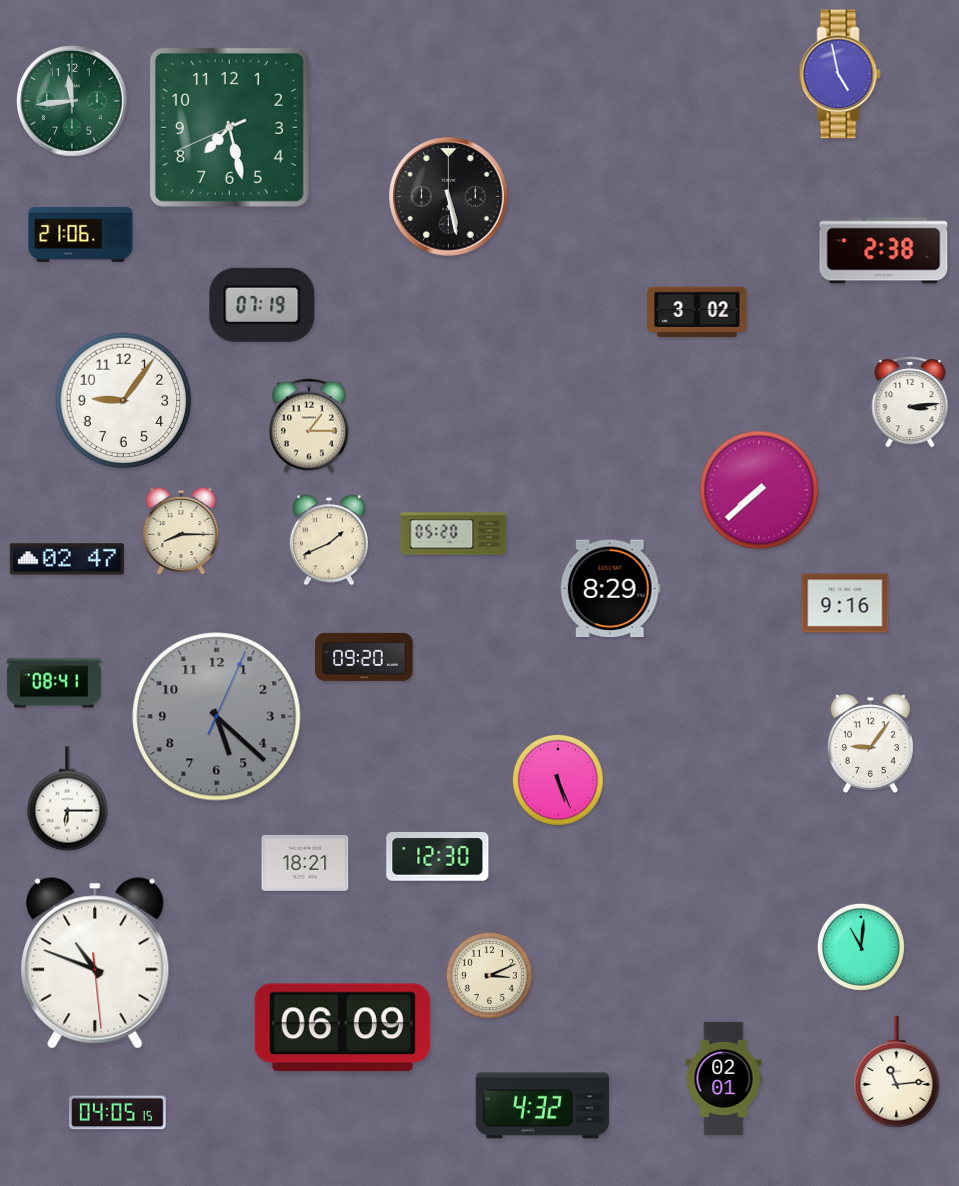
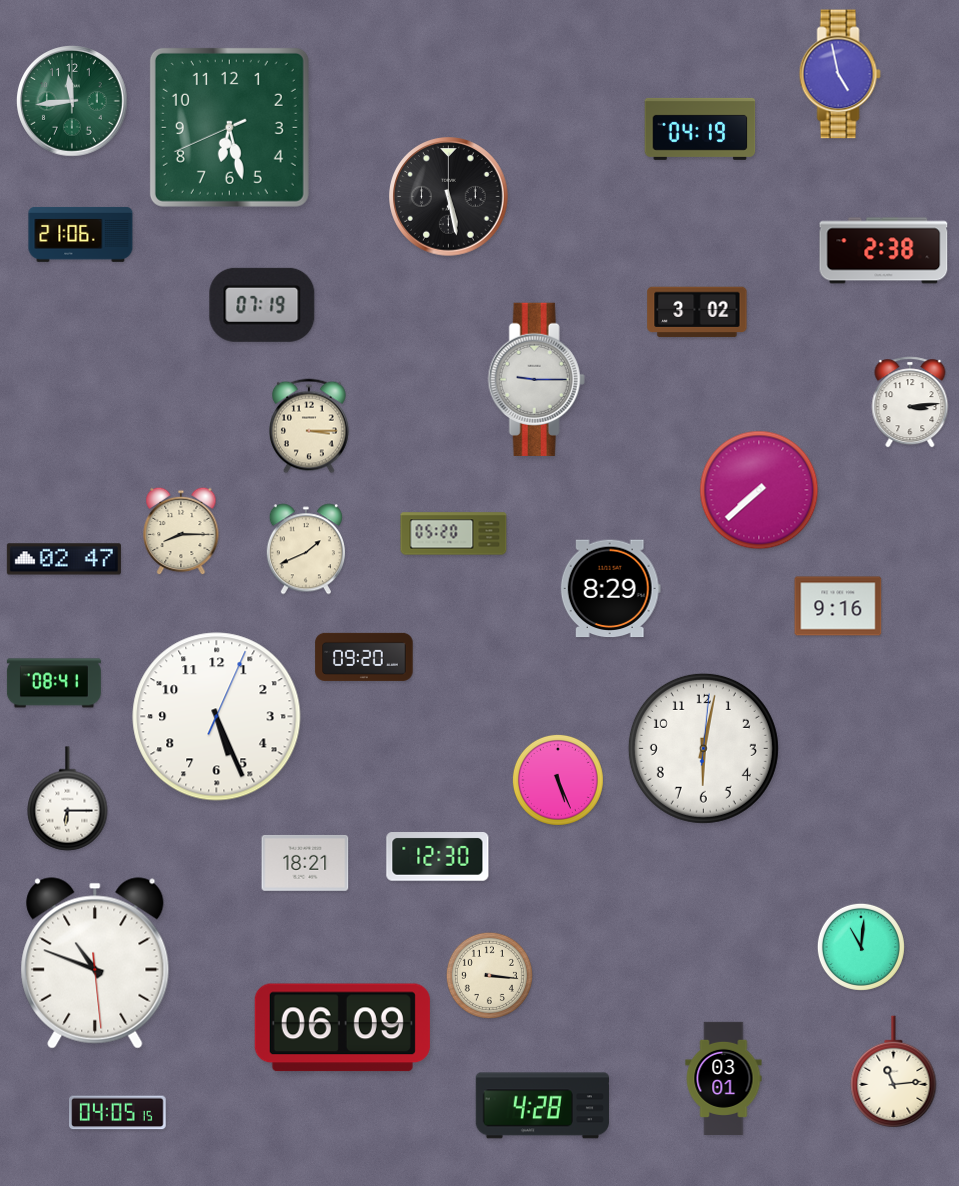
clock at (229, 127): 7:27 -> 6:27
clock at (700, 129): none -> 04:19
clock at (536, 379): none -> 9:15
clock at (124, 401): 9:06 -> none
clock at (310, 426): 1:15 -> 3:15
clock at (329, 540) position: (329, 540) -> (306, 549)
clock at (67, 559) position: (67, 559) -> (64, 559)
clock at (845, 603) position: (845, 603) -> (838, 606)
clock at (217, 717): 5:22 -> 5:26
clock at (217, 717) dial: grey -> white
clock at (870, 743): 9:06 -> none
clock at (703, 748): none -> 6:02
clock at (489, 975): 3:11 -> 3:16
clock at (897, 1072) position: (897, 1072) -> (894, 1072)
clock at (724, 1078): 02:01 -> 03:01
clock at (542, 1106): 4:32 -> 4:28
